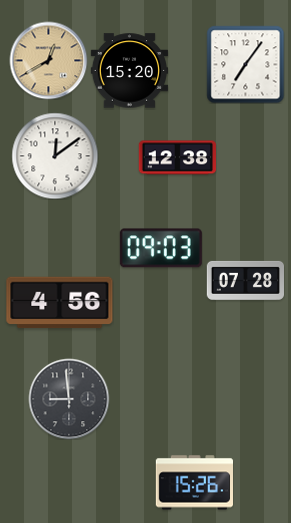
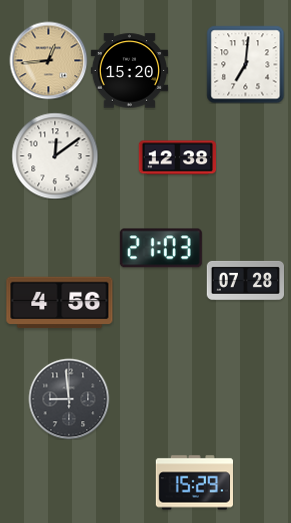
clock at (48, 60): 12:40 -> 12:44
clock at (245, 64): 7:06 -> 7:01
clock at (161, 248): 09:03 -> 21:03
clock at (194, 483): 15:26 -> 15:29
